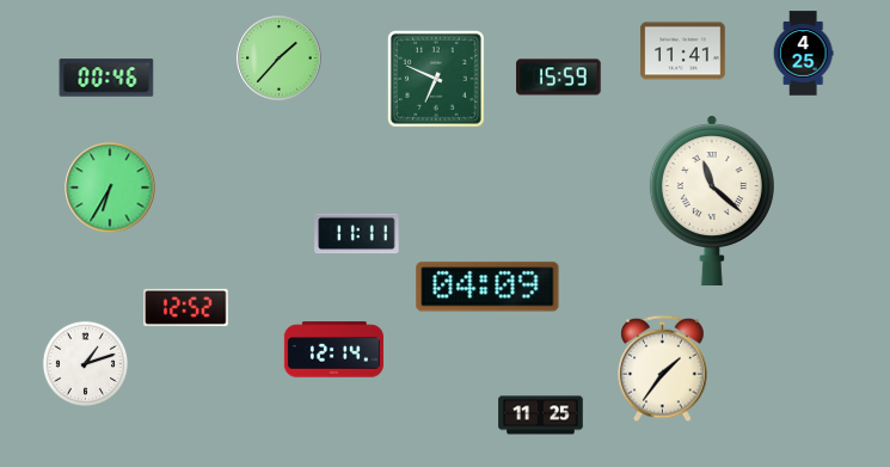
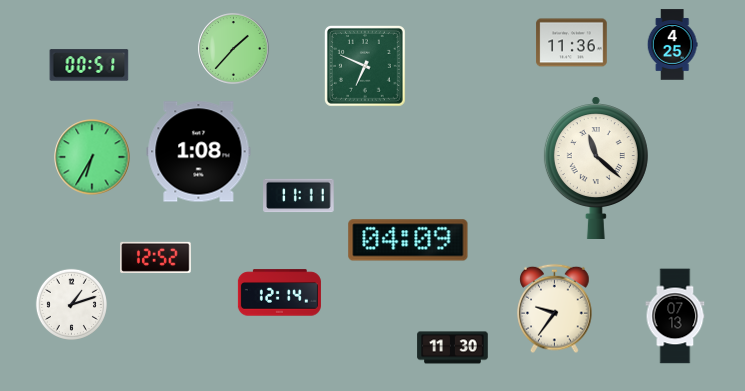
clock at (683, 51): 11:41 -> 11:36
clock at (106, 78): 00:46 -> 00:51
clock at (559, 78): 15:59 -> none
clock at (199, 152): none -> 1:08
clock at (663, 369): 1:36 -> 9:36
clock at (675, 316): none -> 07:13
clock at (541, 416): 11:25 -> 11:30
